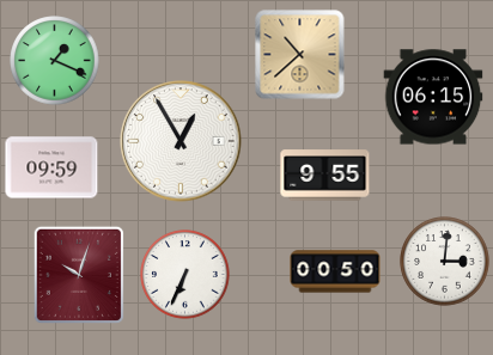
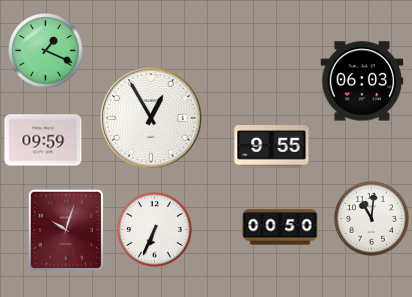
clock at (300, 55): 10:38 -> none
clock at (433, 97): 06:15 -> 06:03
clock at (445, 262): 3:01 -> 11:01
